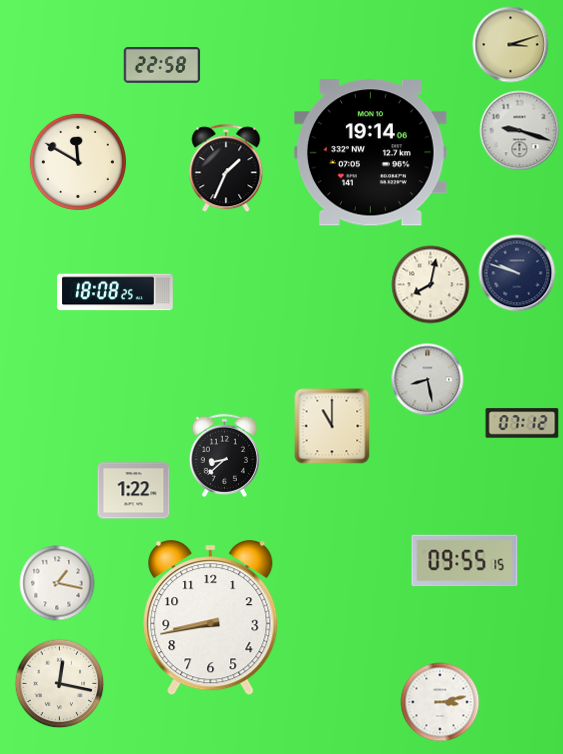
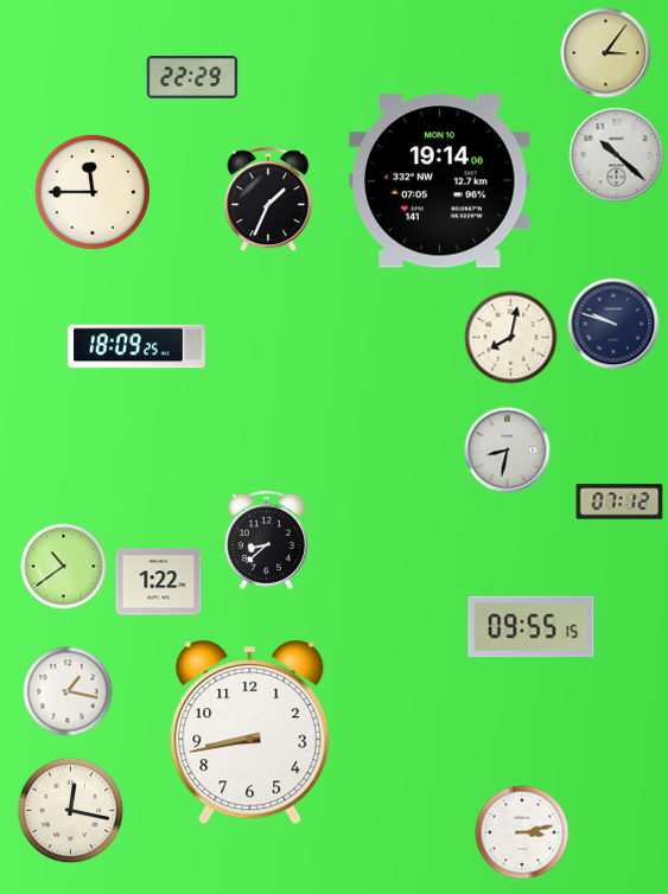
clock at (511, 45): 3:12 -> 3:06
clock at (162, 66): 22:58 -> 22:29
clock at (520, 131): 9:18 -> 10:22
clock at (78, 162): 11:50 -> 11:45
clock at (116, 292): 18:08 -> 18:09
clock at (428, 380): 8:28 -> 8:32
clock at (332, 426): 11:00 -> none
clock at (64, 567): none -> 10:39
clock at (465, 561) position: (465, 561) -> (532, 627)
